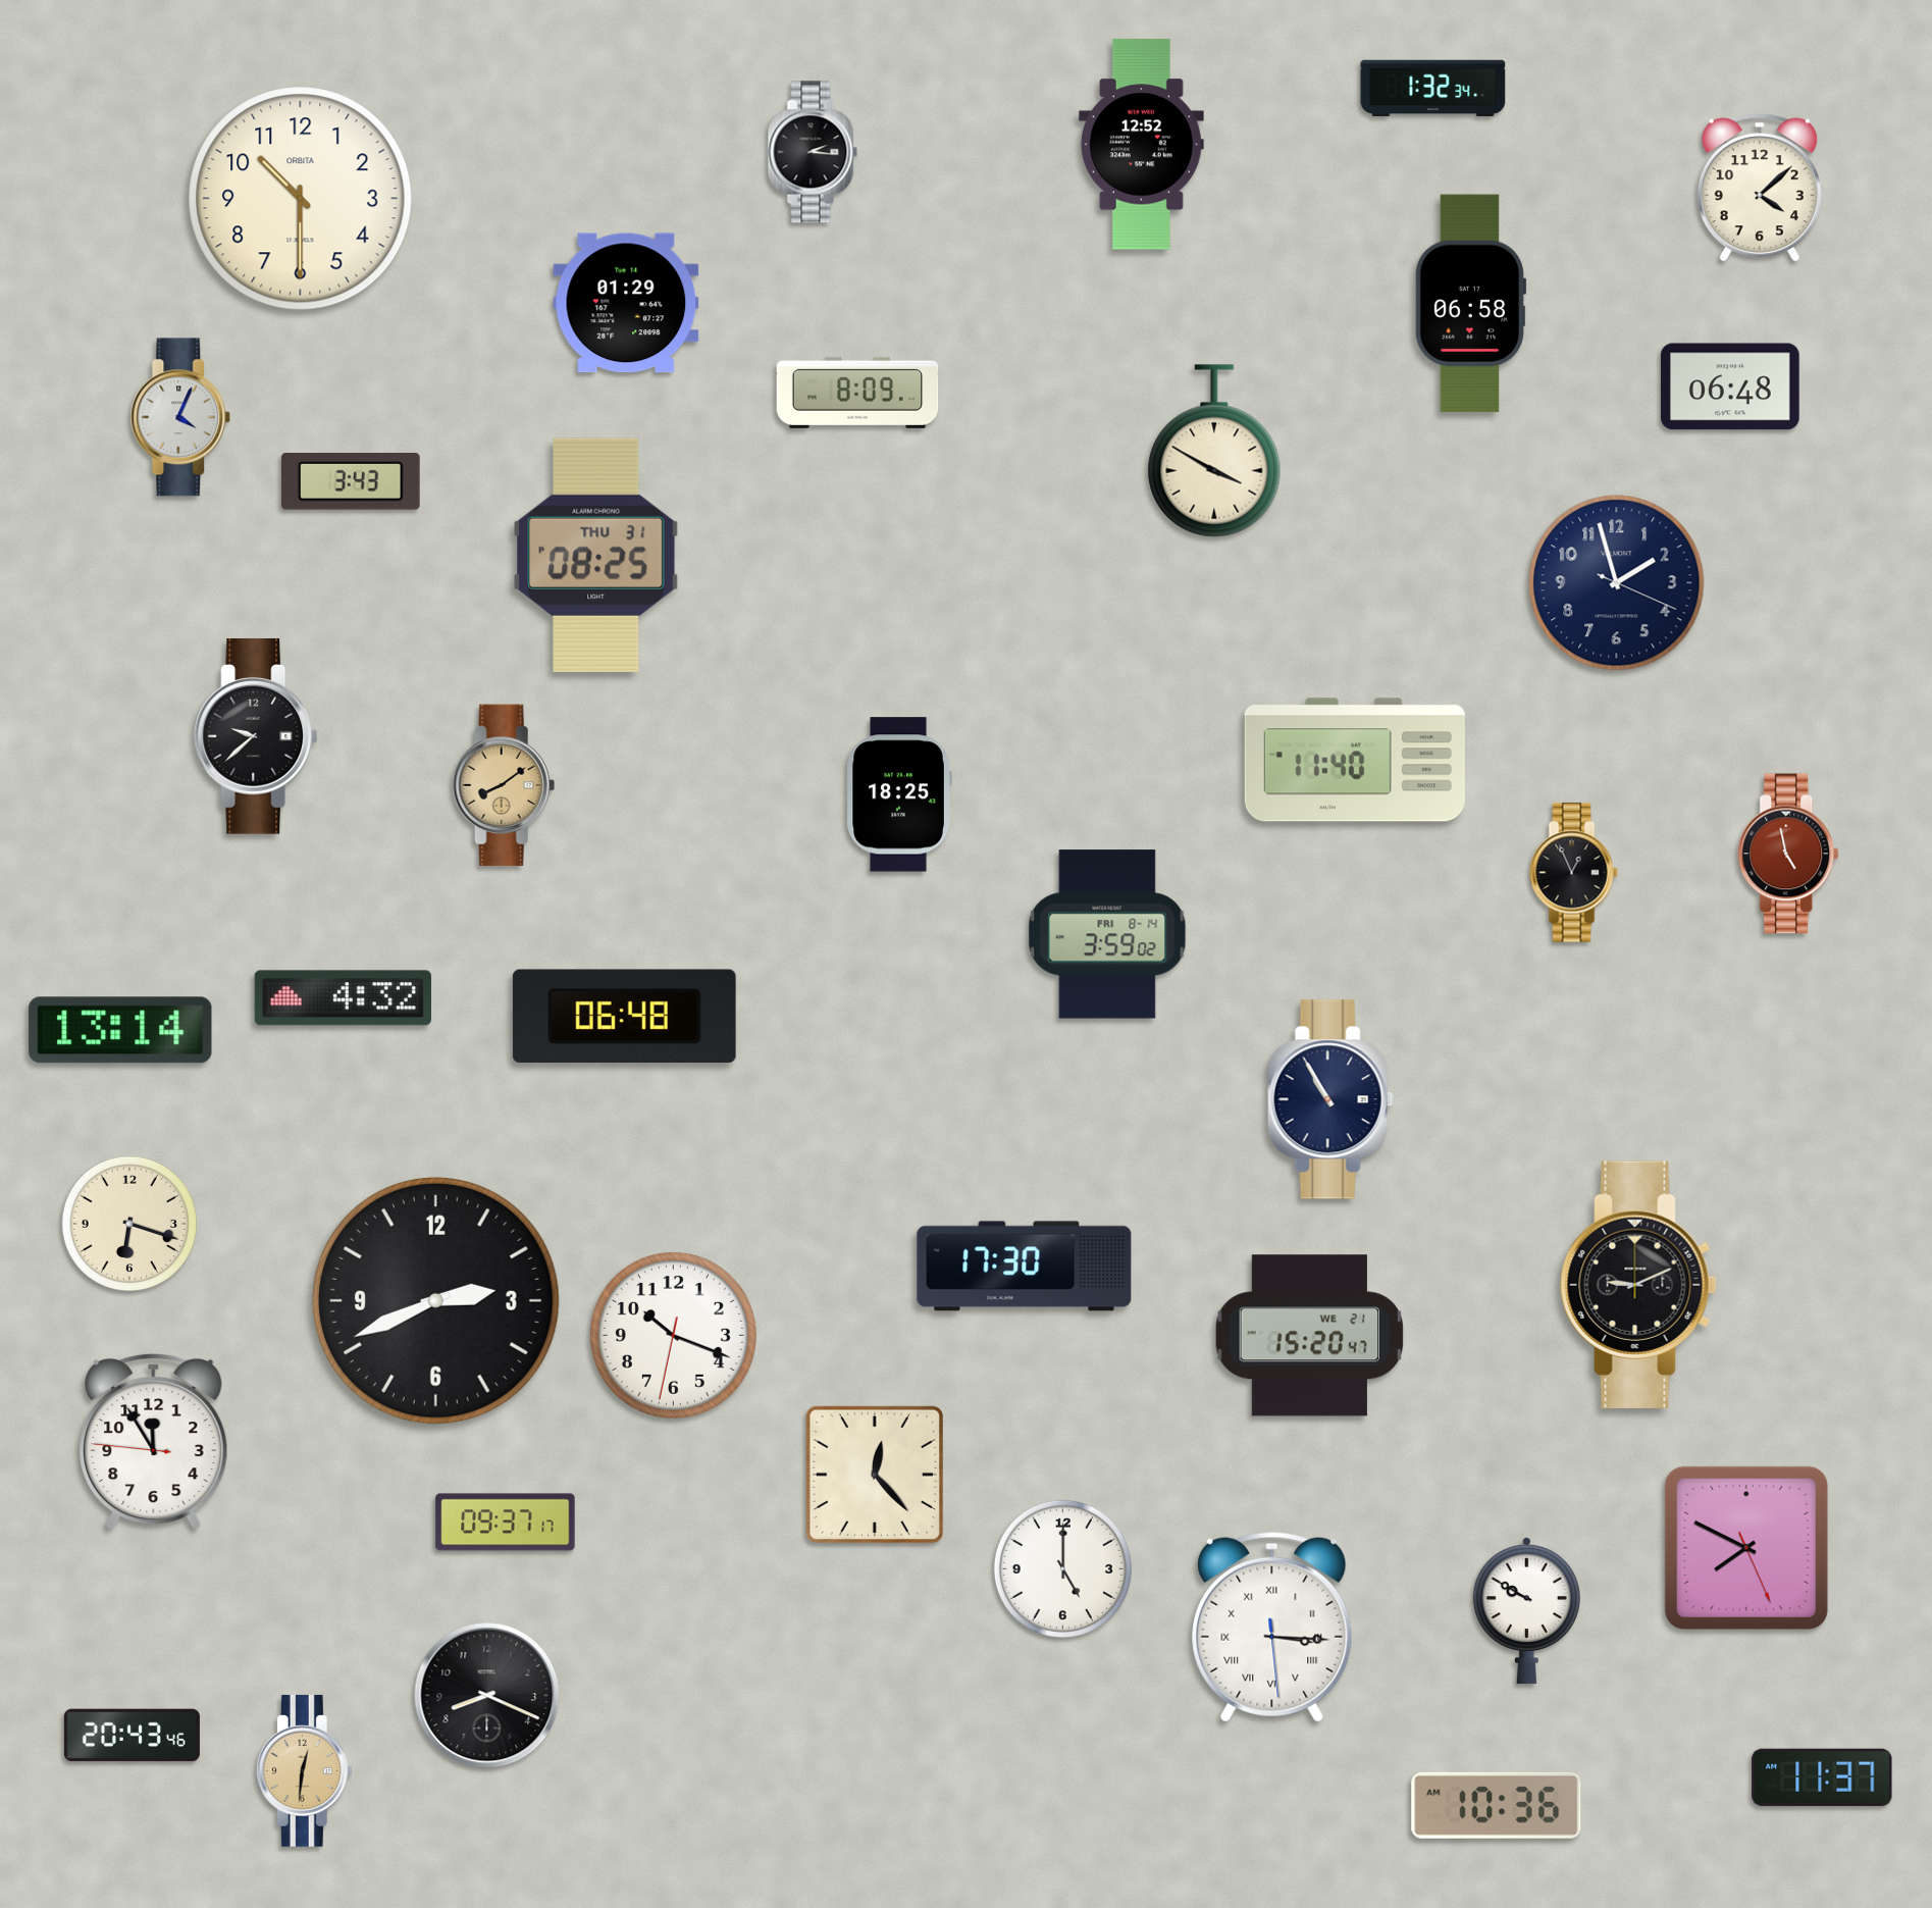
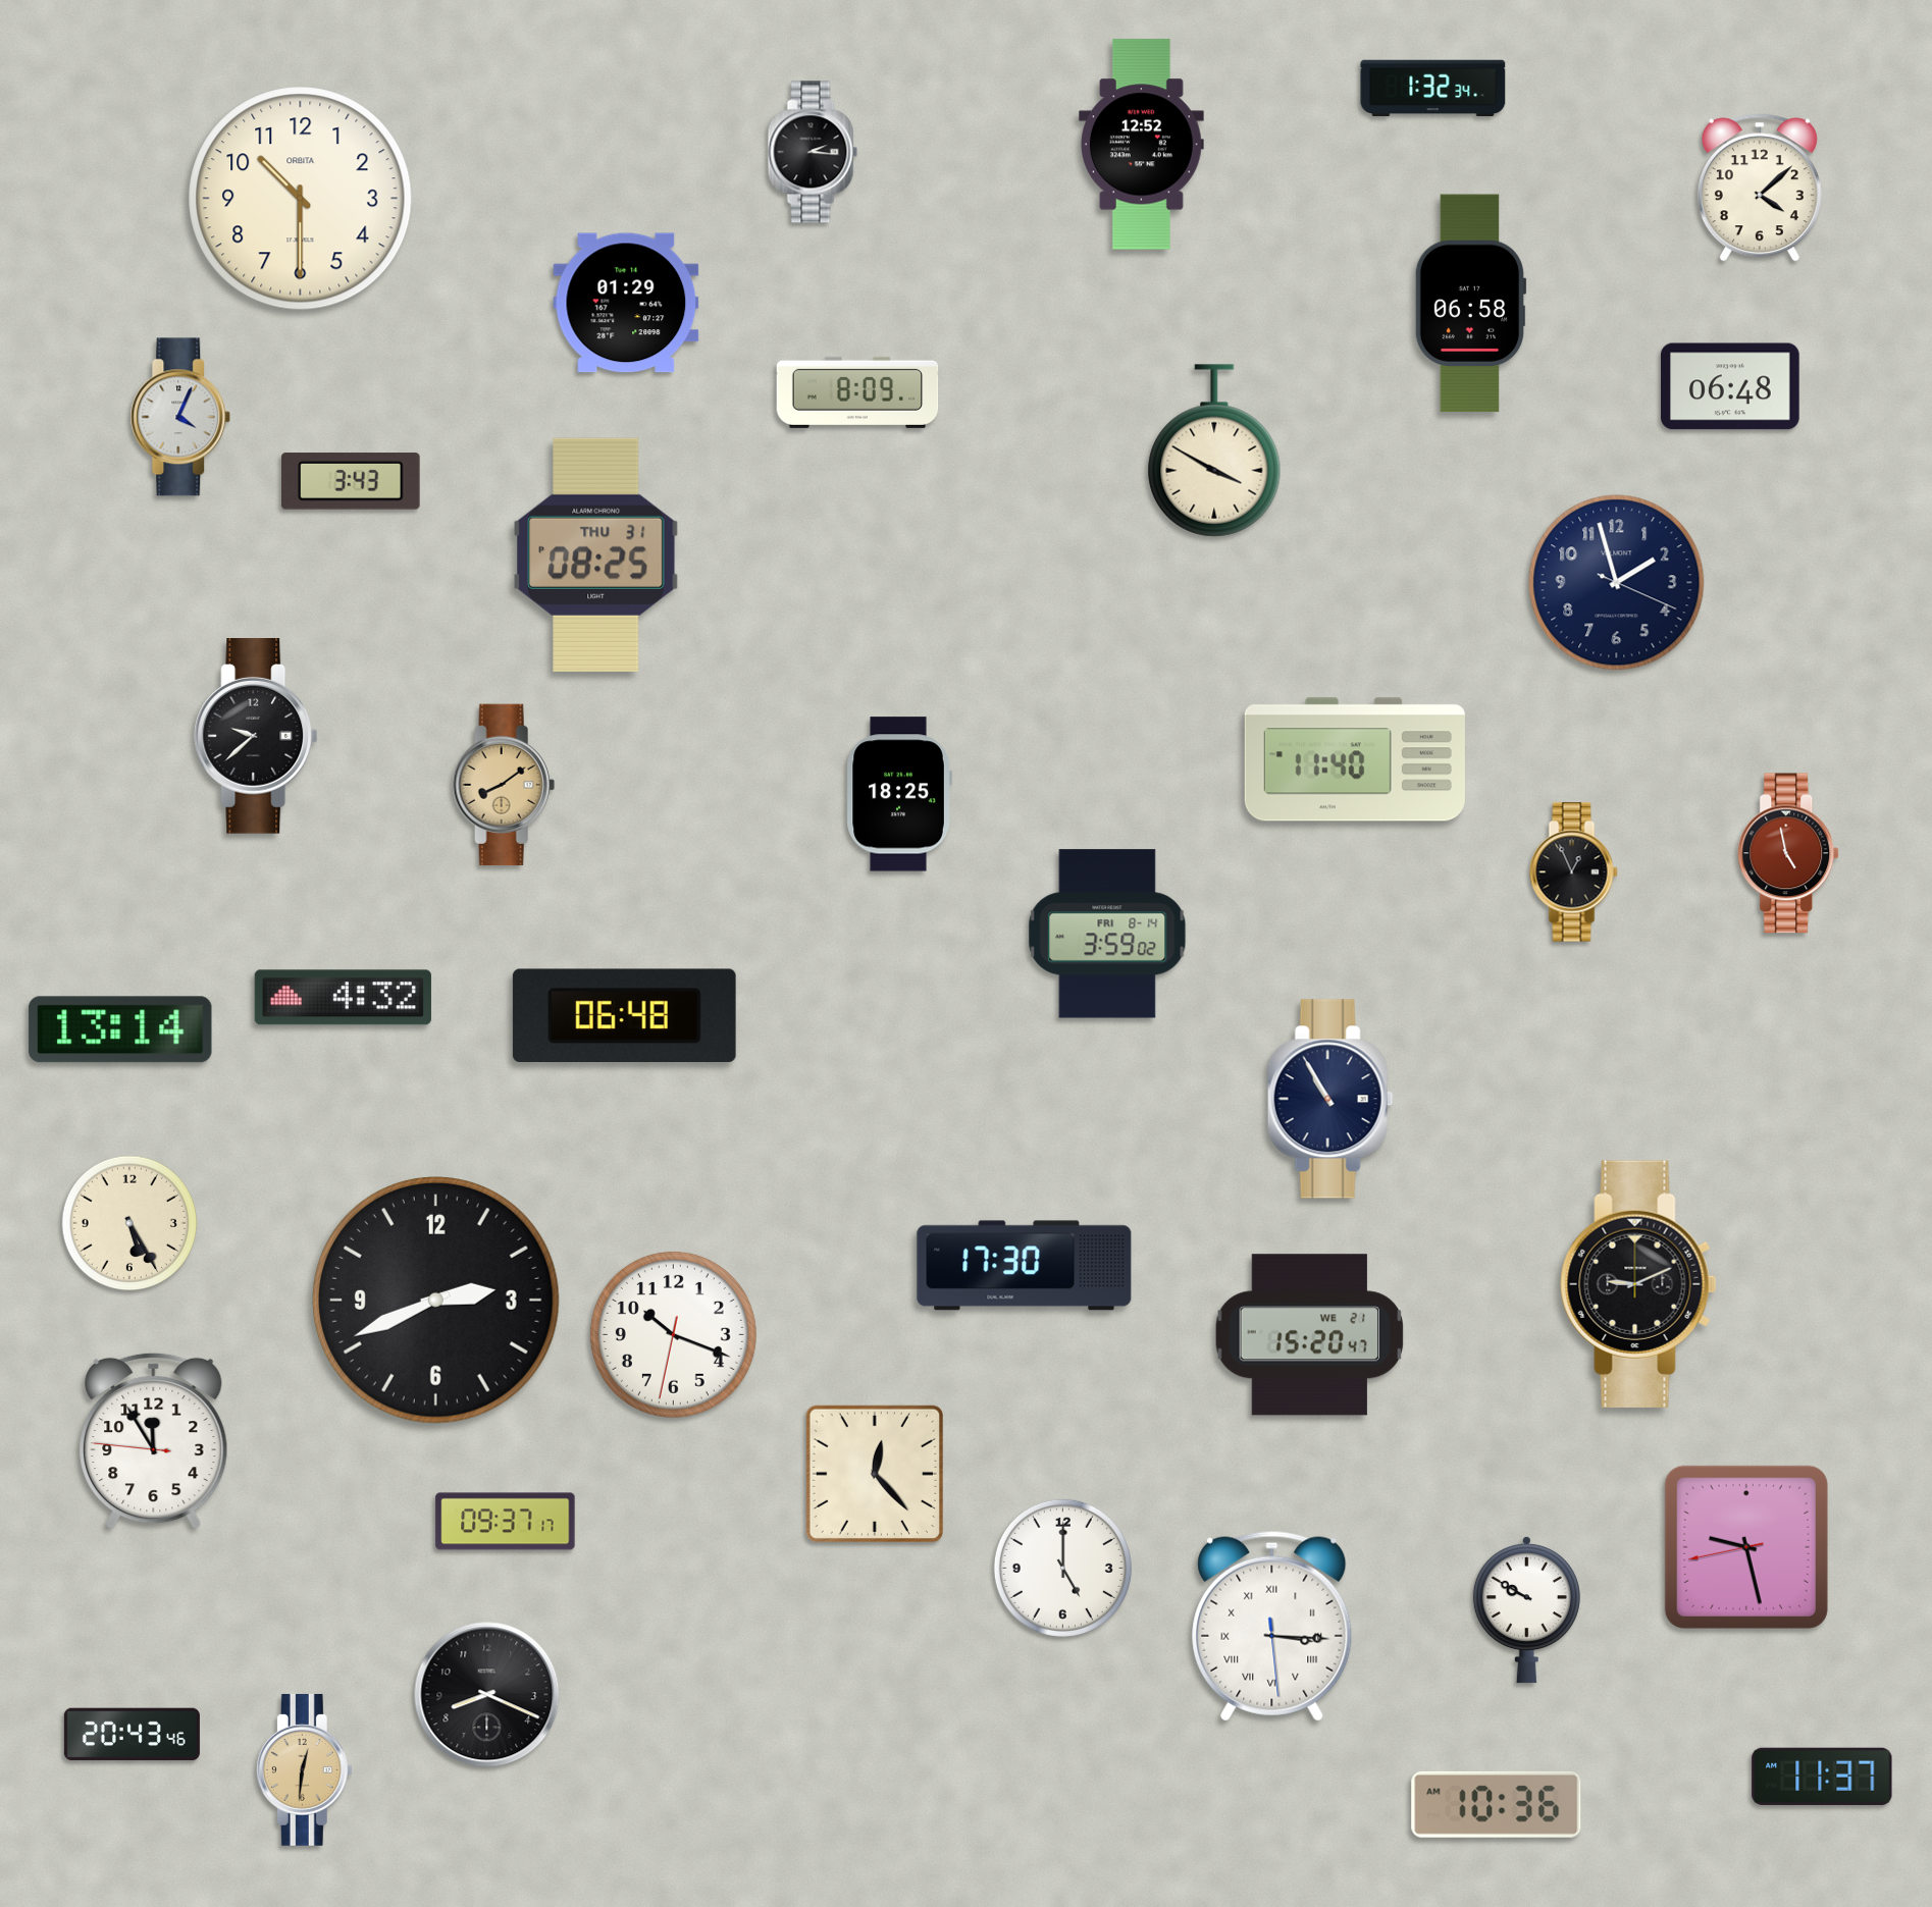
clock at (129, 1224): 6:18 -> 5:25
clock at (1746, 1548): 7:49 -> 9:27
